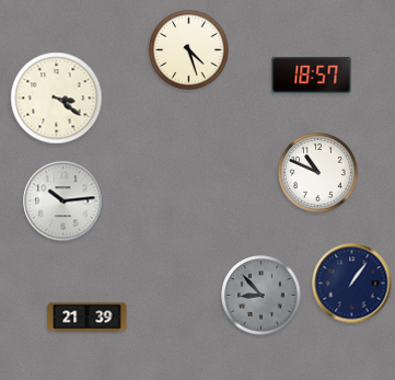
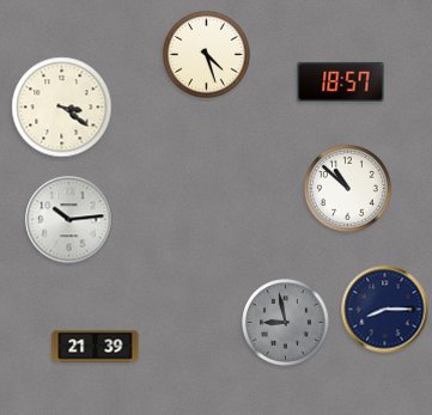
clock at (318, 173): 10:49 -> 10:52
clock at (352, 284): 1:06 -> 8:15
clock at (262, 296): 8:53 -> 8:58
